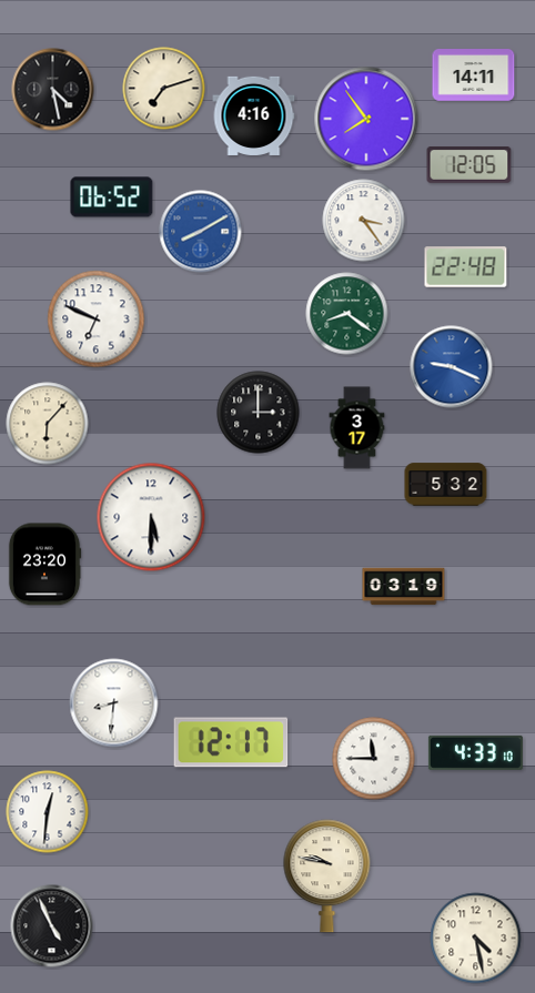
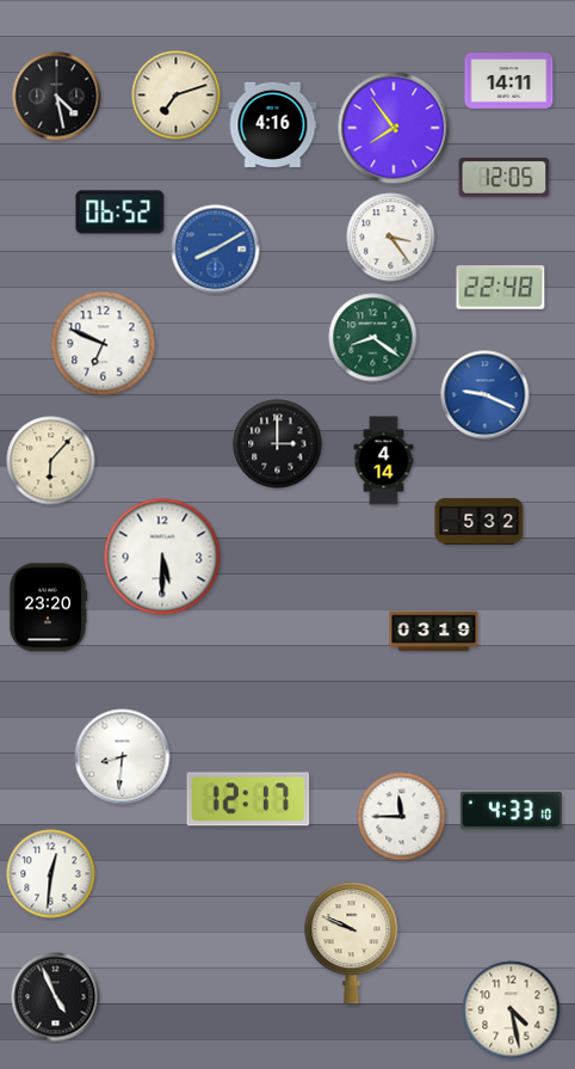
clock at (48, 424) position: (48, 424) -> (51, 461)
clock at (357, 428): 3:17 -> 4:14
clock at (327, 877): 9:47 -> 9:49
